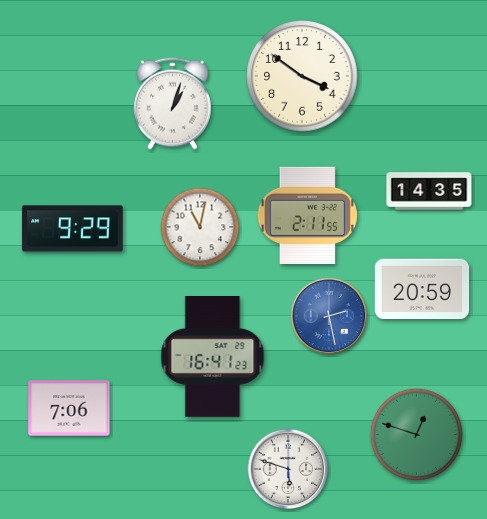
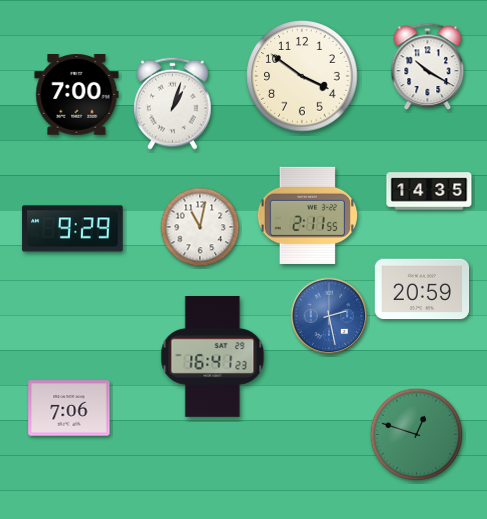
clock at (428, 67): none -> 10:20
clock at (77, 95): none -> 7:00
clock at (288, 469): 5:48 -> none
